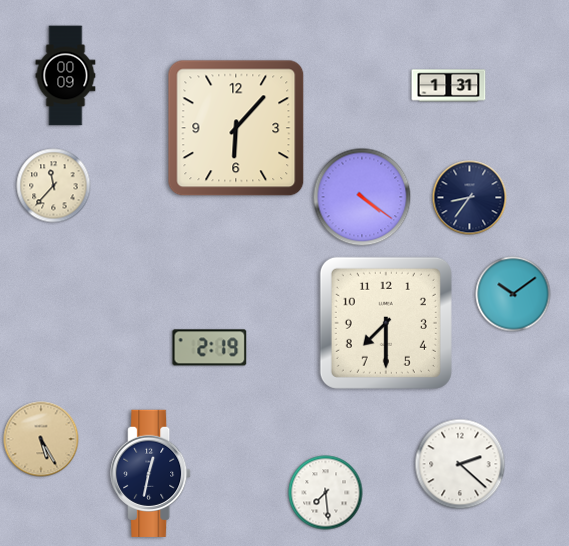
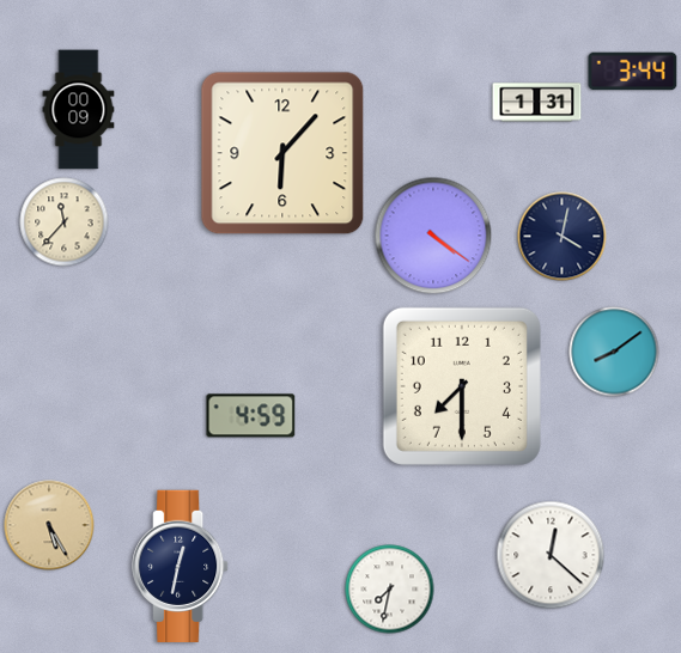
clock at (633, 72): none -> 3:44
clock at (66, 76) position: (66, 76) -> (79, 110)
clock at (470, 198): 8:36 -> 4:02
clock at (513, 294): 10:09 -> 8:09
clock at (210, 348): 2:19 -> 4:59
clock at (460, 464): 2:22 -> 12:22
clock at (326, 493): 7:29 -> 7:32
